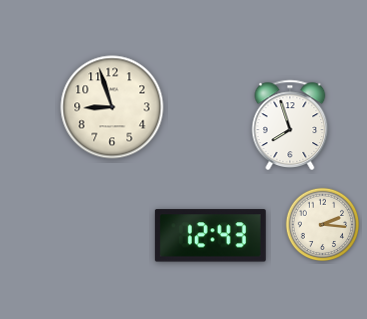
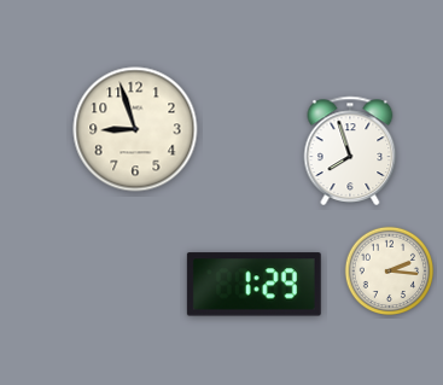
clock at (210, 236): 12:43 -> 1:29
